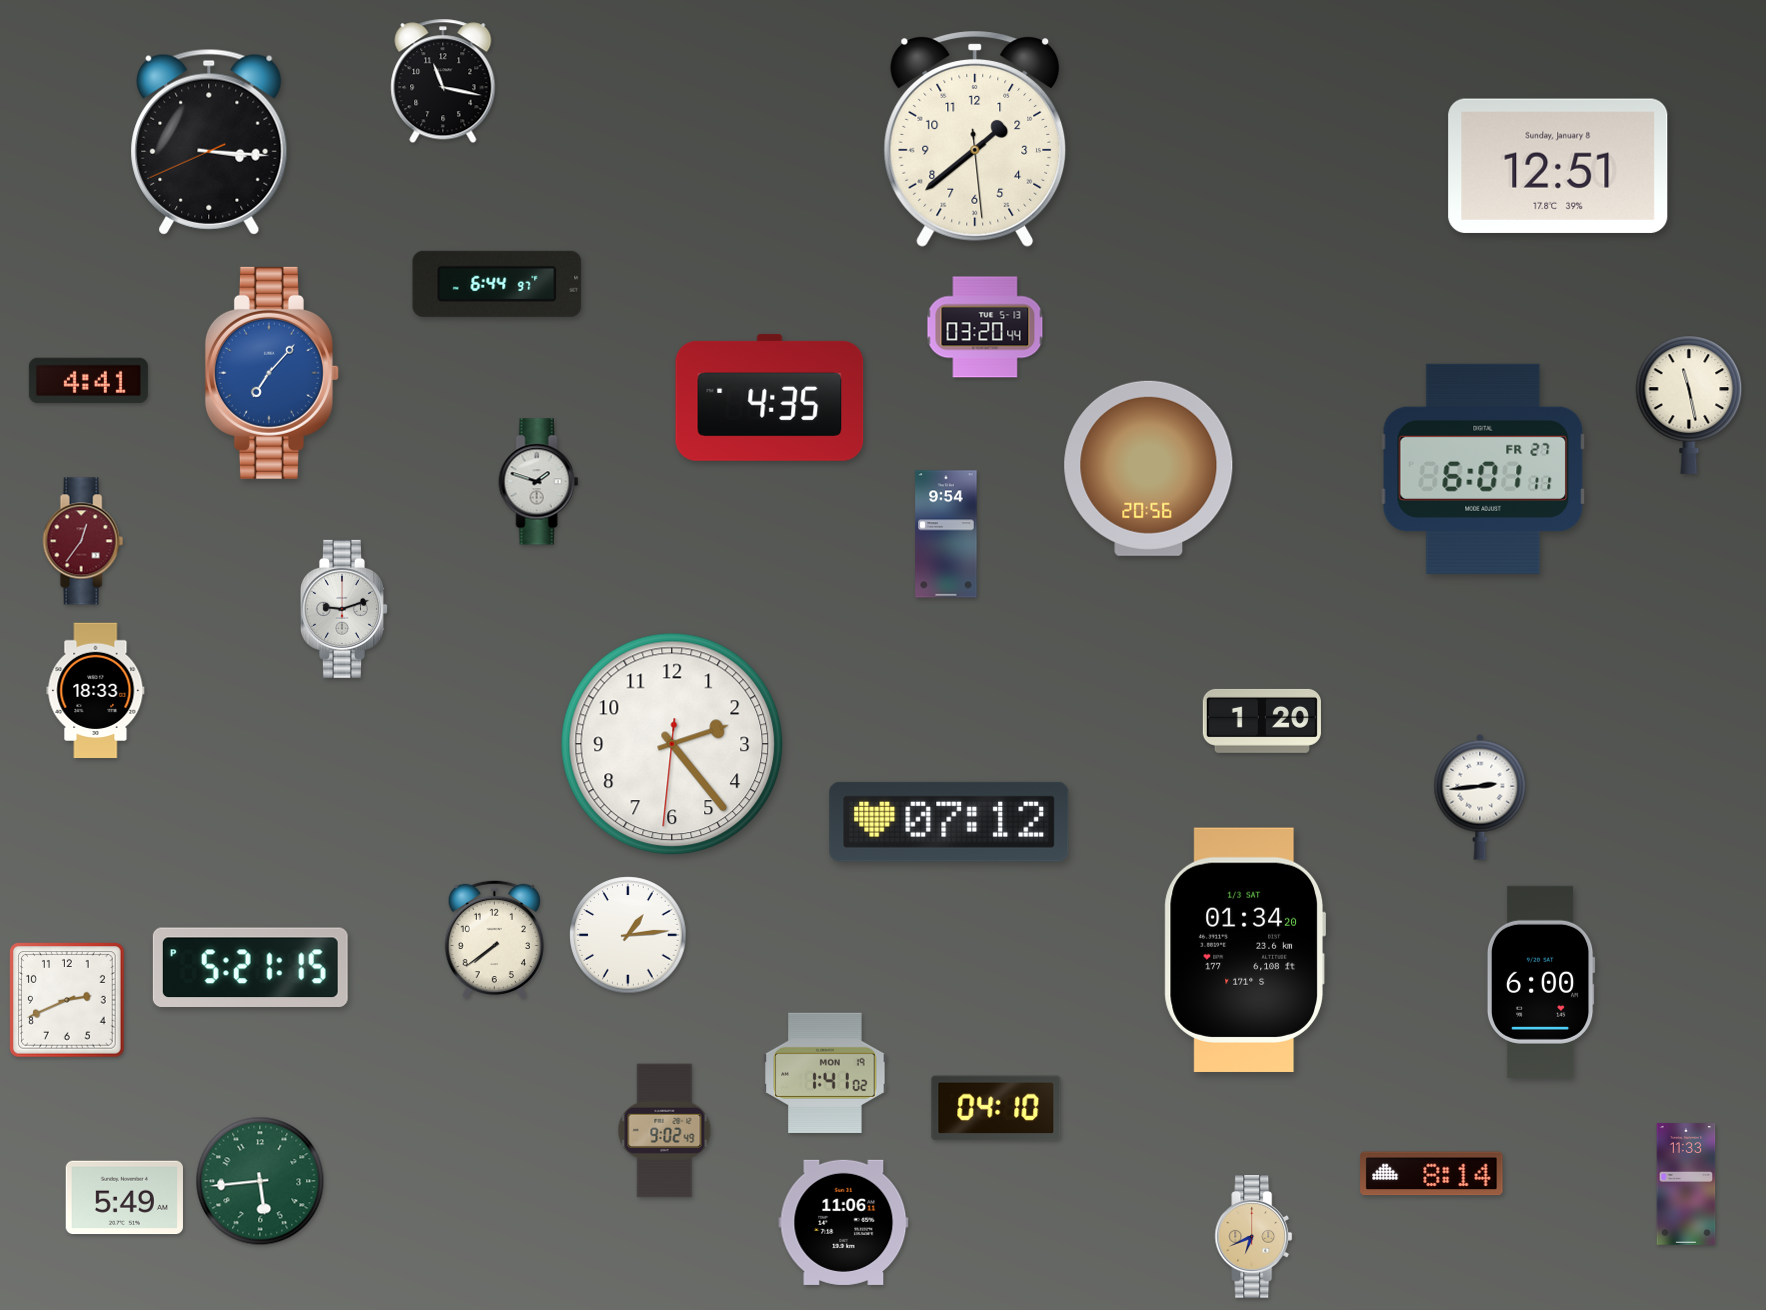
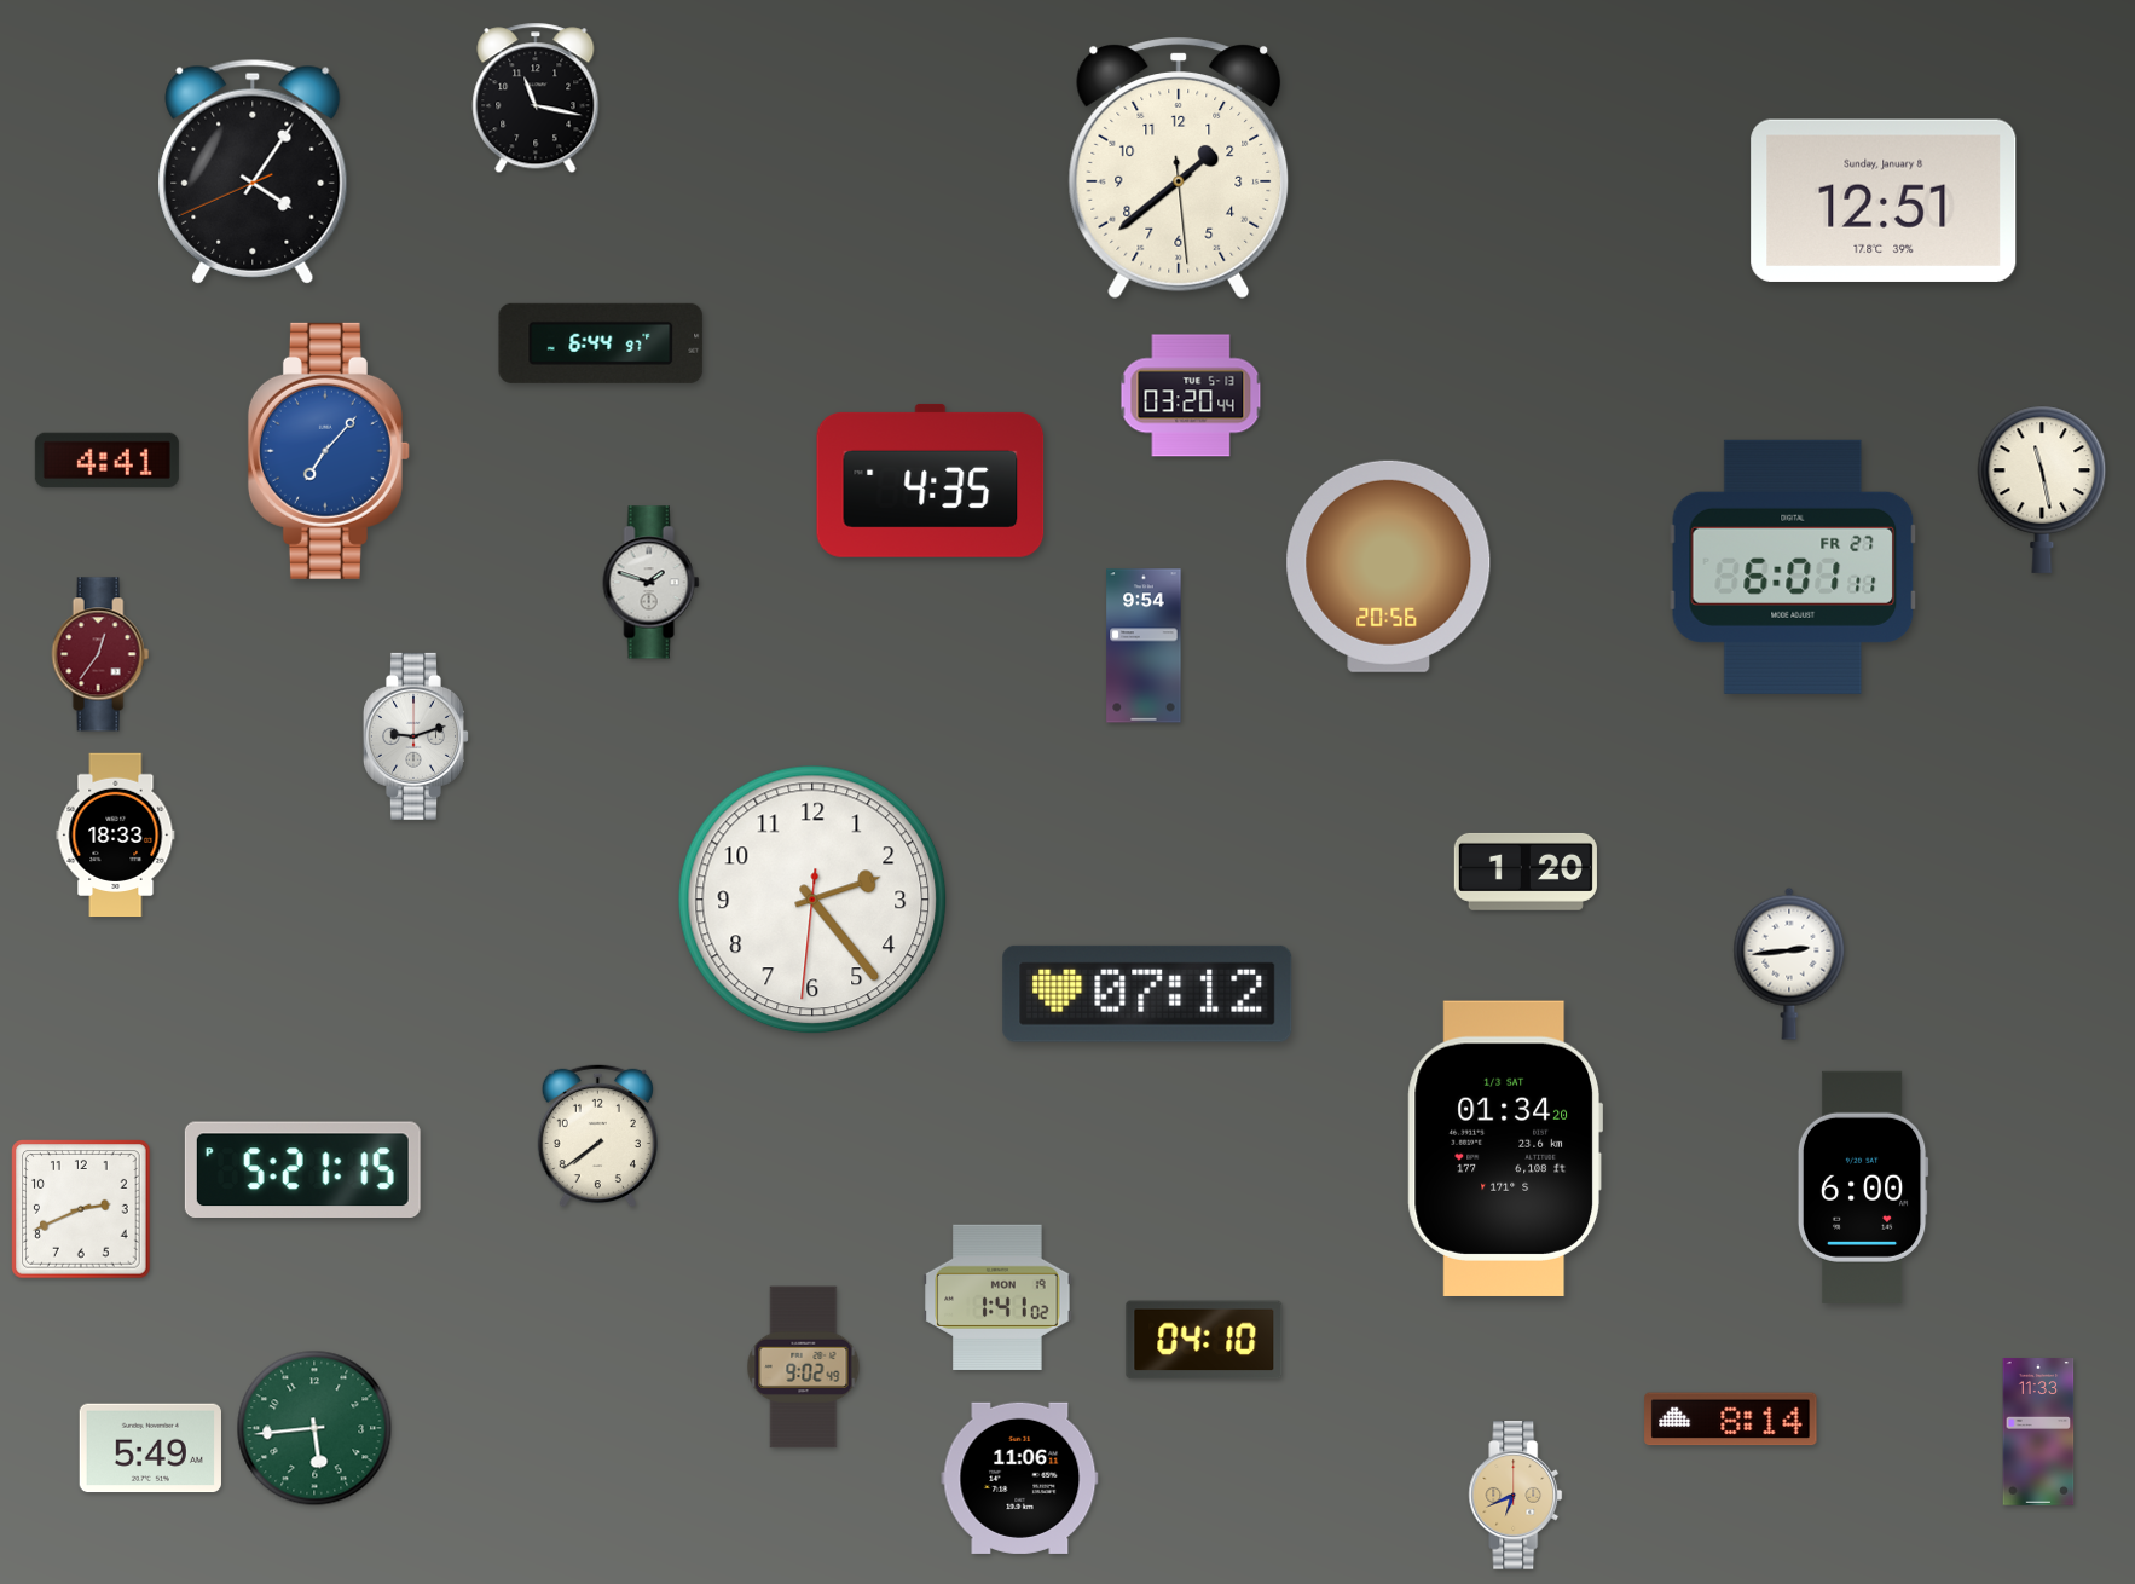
clock at (209, 142): 3:15 -> 4:05
clock at (628, 935): 1:14 -> none
